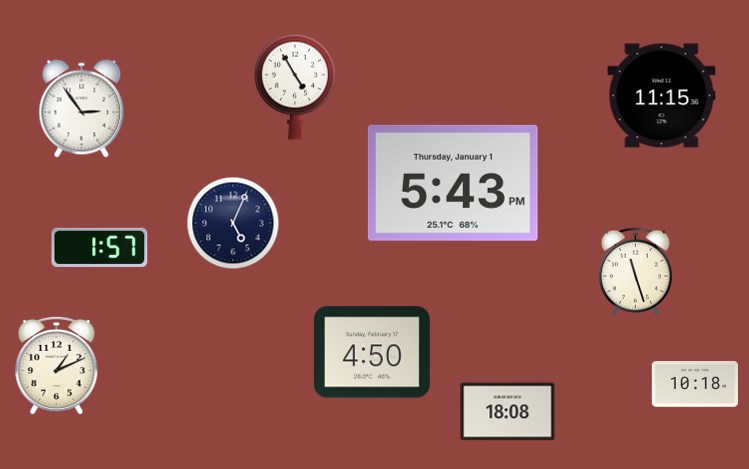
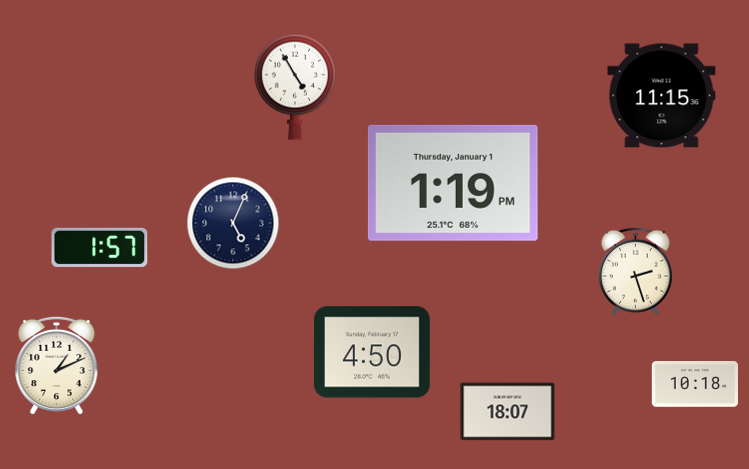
clock at (82, 109): 2:54 -> none
clock at (453, 183): 5:43 -> 1:19
clock at (635, 272): 11:27 -> 2:27
clock at (508, 412): 18:08 -> 18:07
